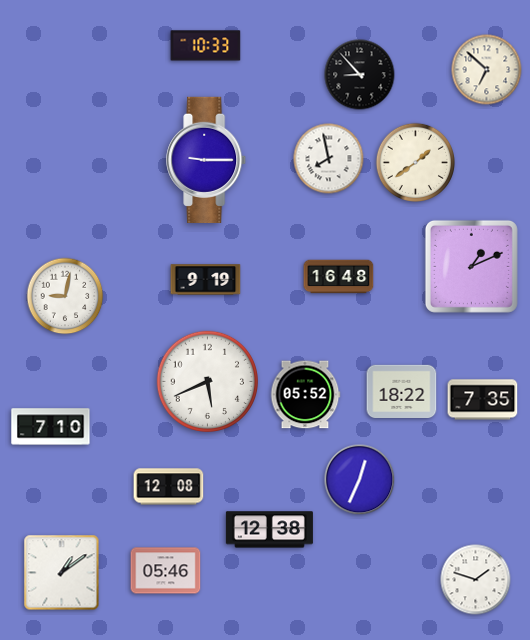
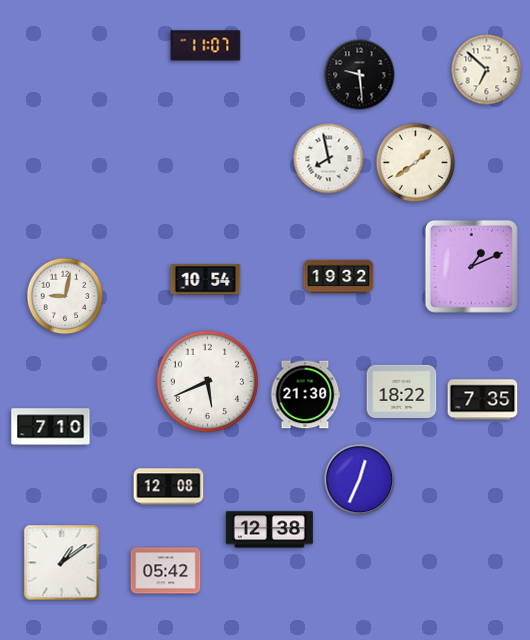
clock at (206, 46): 10:33 -> 11:07
clock at (360, 75): 8:53 -> 9:29
clock at (207, 160): 9:15 -> none
clock at (339, 277): 16:48 -> 19:32
clock at (206, 280): 9:19 -> 10:54
clock at (305, 395): 05:52 -> 21:30
clock at (166, 571): 05:46 -> 05:42
clock at (62, 573) position: (62, 573) -> (62, 563)
clock at (476, 580): 1:48 -> none
